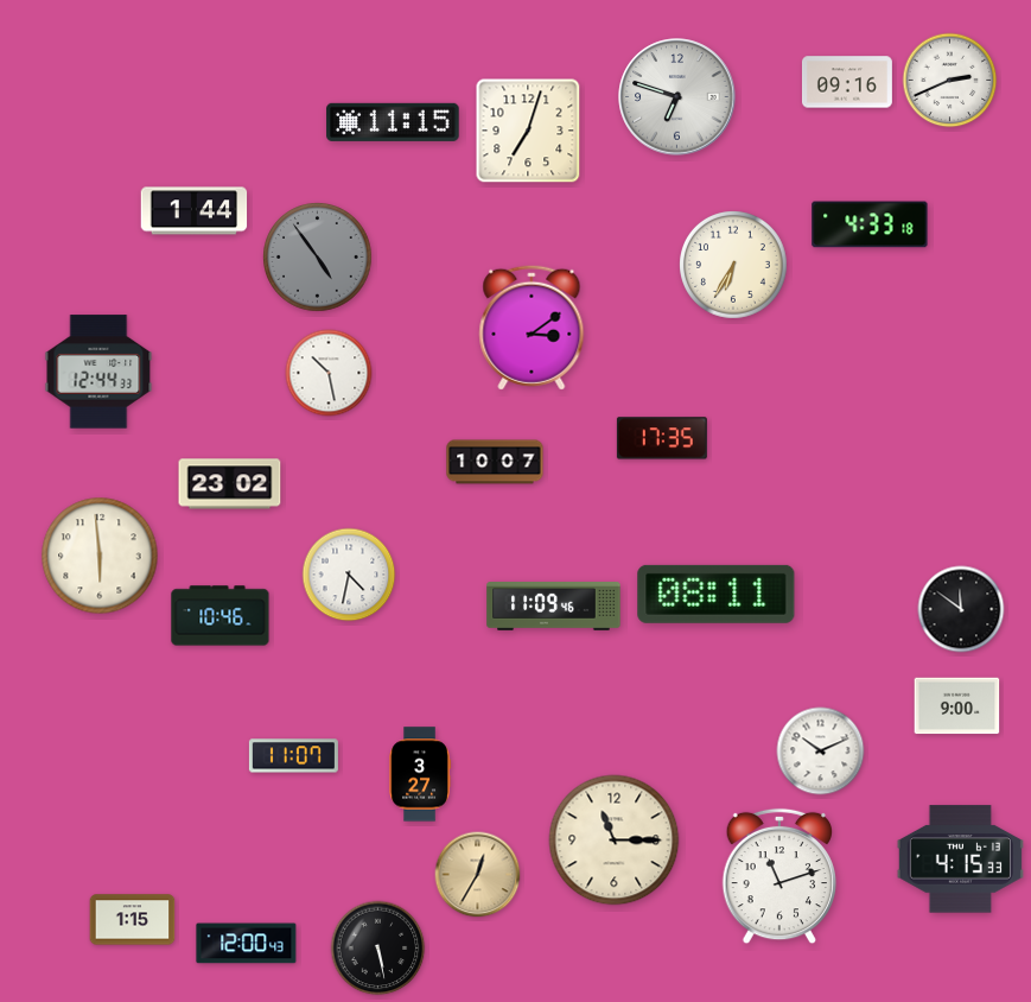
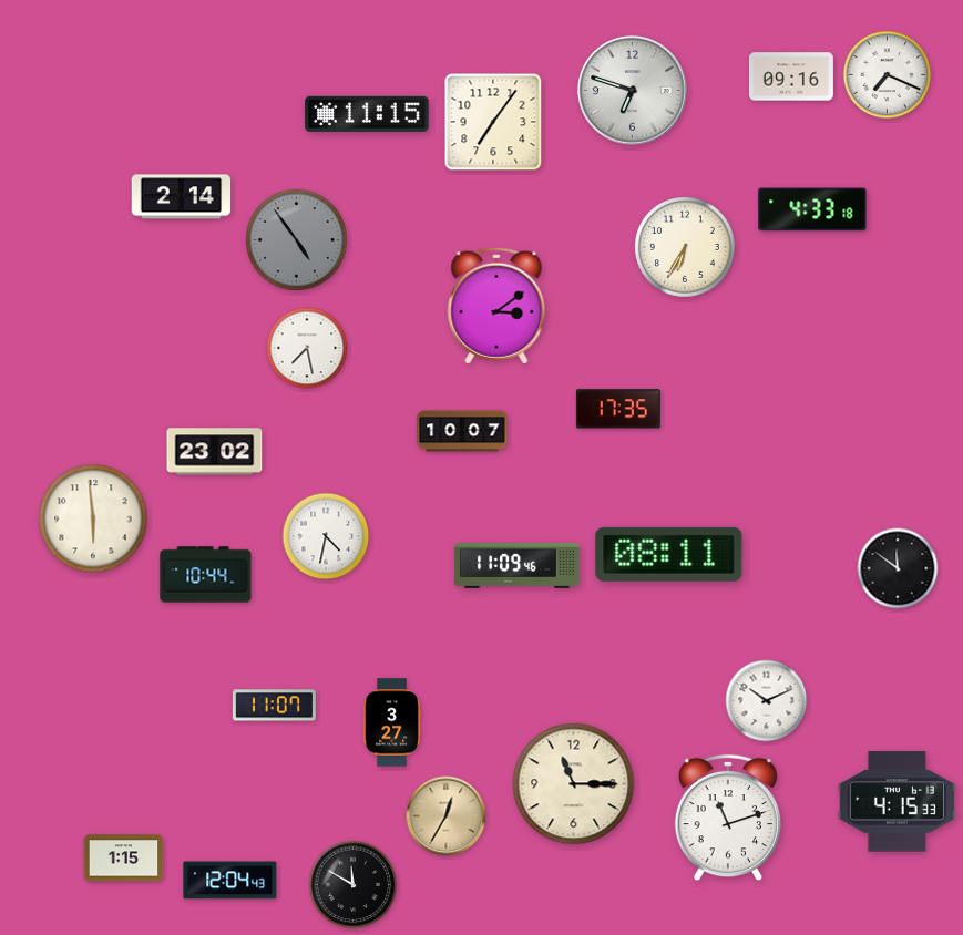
clock at (950, 81): 2:41 -> 7:19
clock at (528, 131): 7:03 -> 7:06
clock at (195, 211): 1:44 -> 2:14
clock at (98, 372): 12:44 -> none
clock at (329, 373): 10:28 -> 7:28
clock at (221, 616): 10:46 -> 10:44
clock at (957, 706): 9:00 -> none
clock at (247, 944): 12:00 -> 12:04
clock at (378, 949): 5:28 -> 11:50
